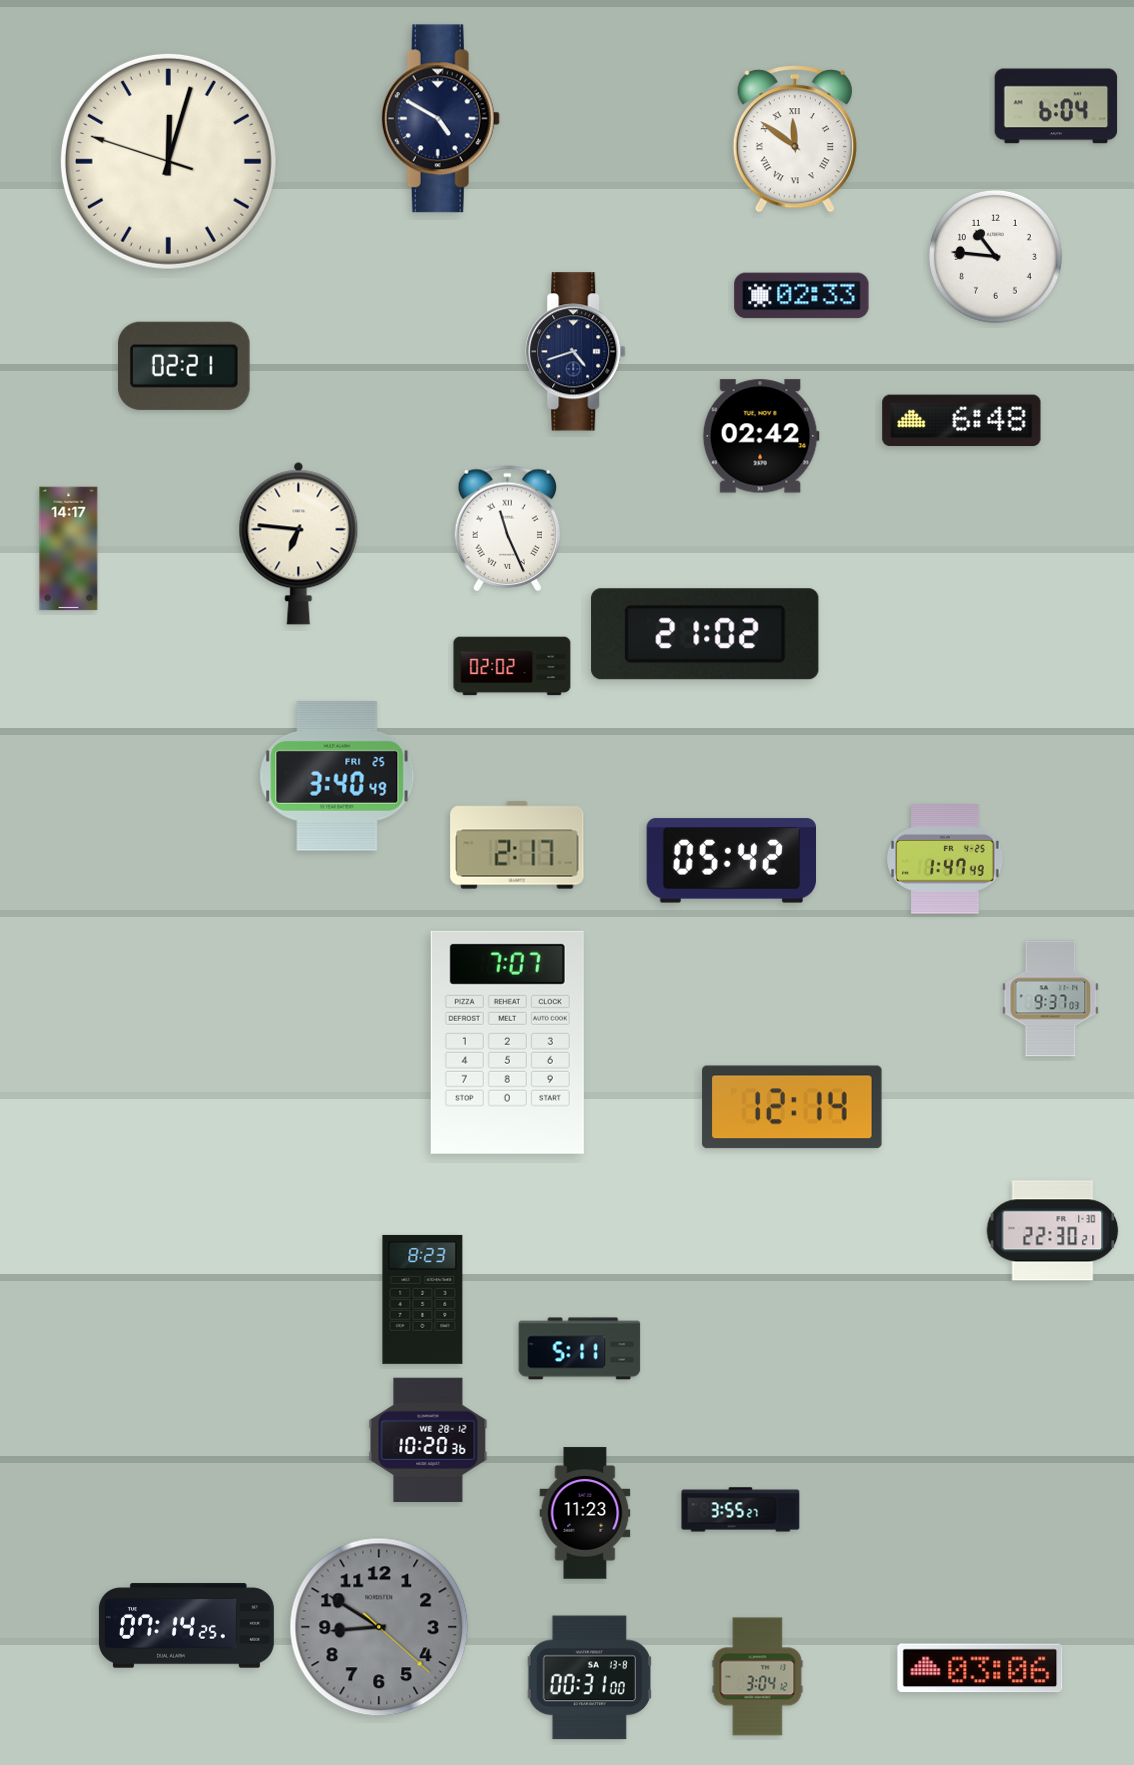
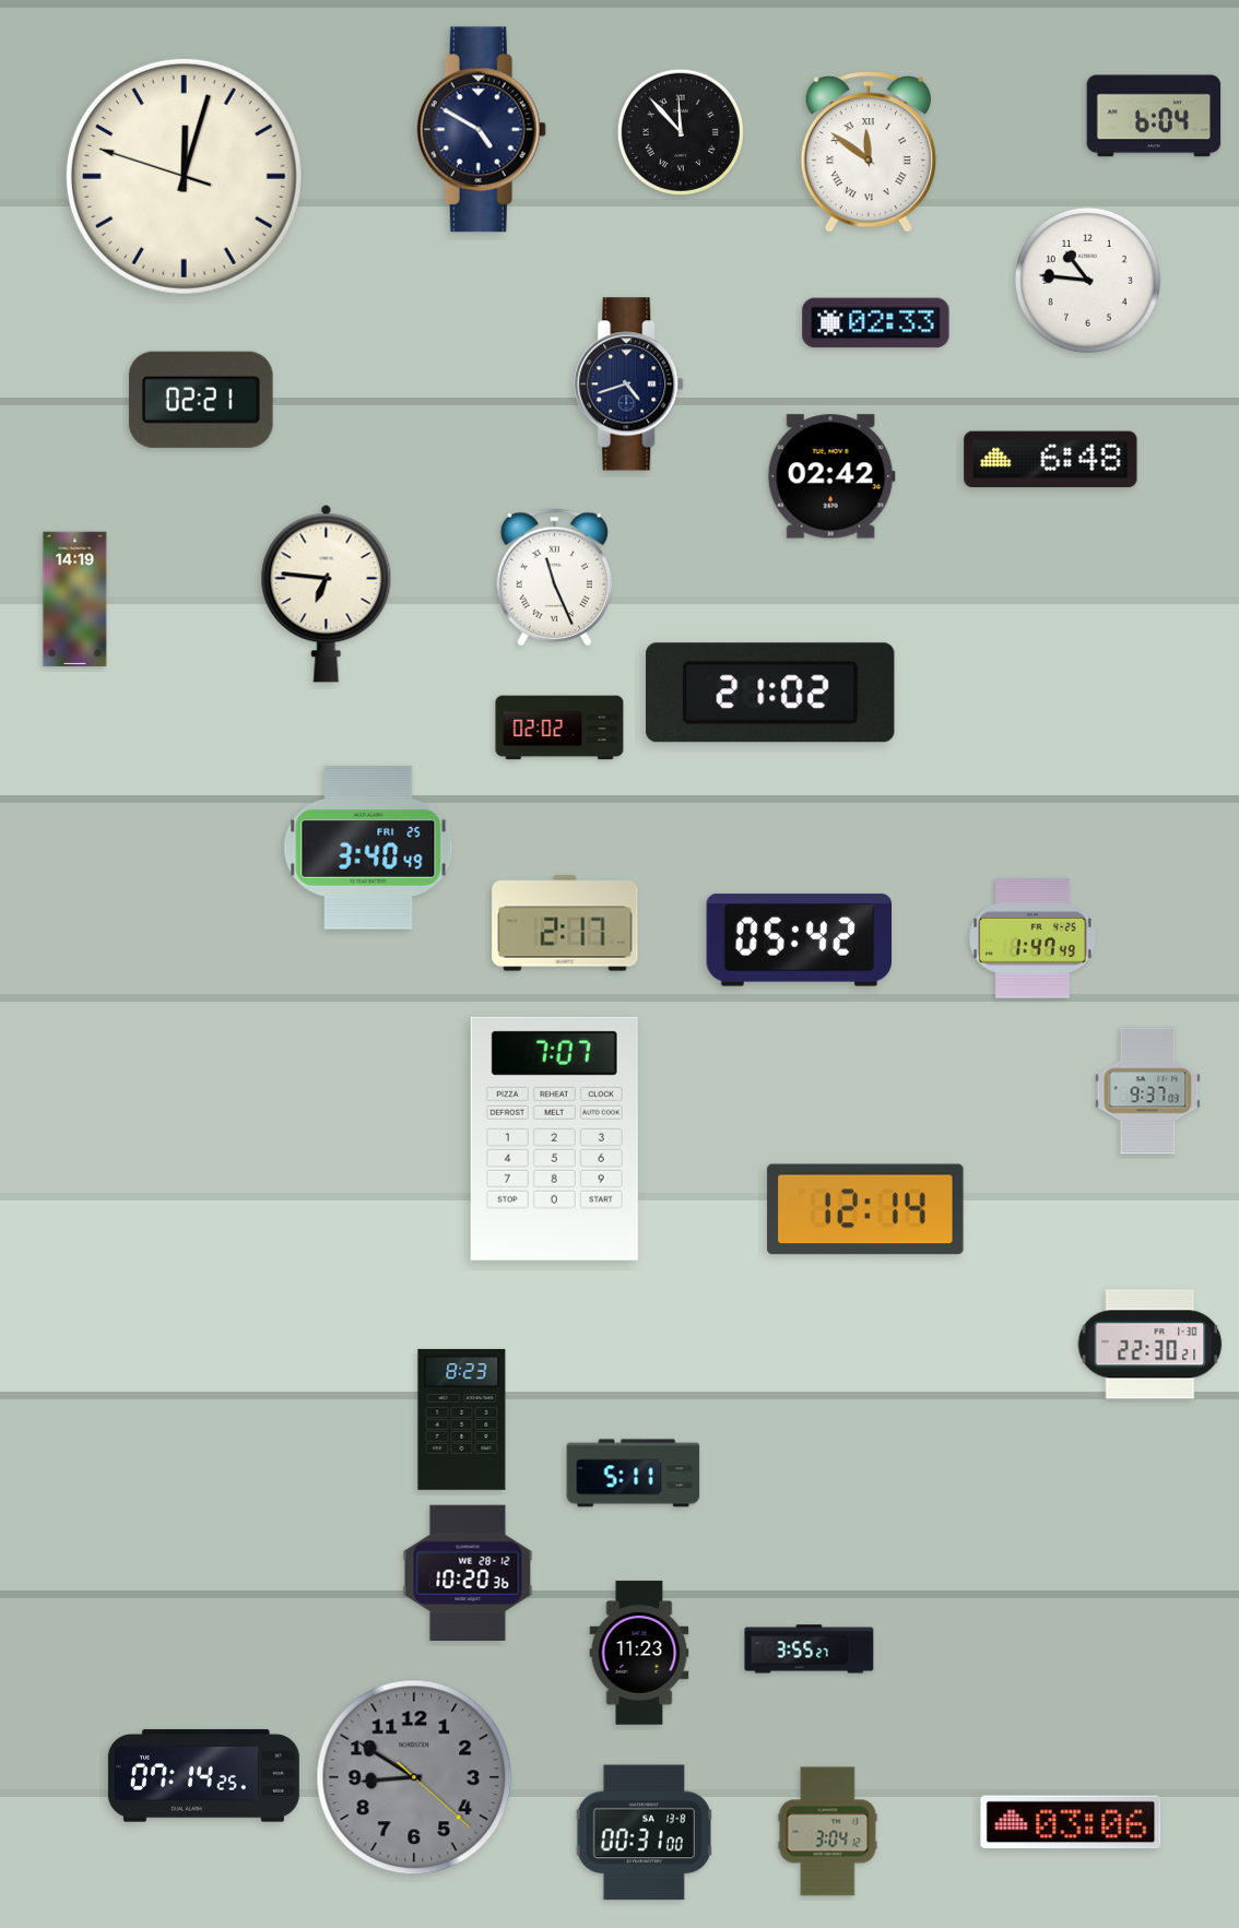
clock at (680, 131): none -> 11:53
clock at (69, 549): 14:17 -> 14:19
